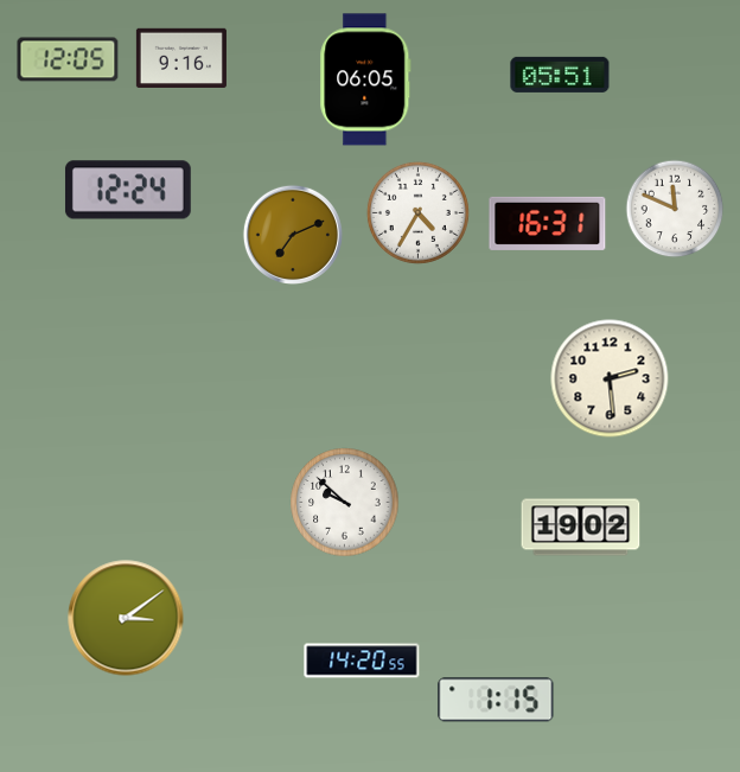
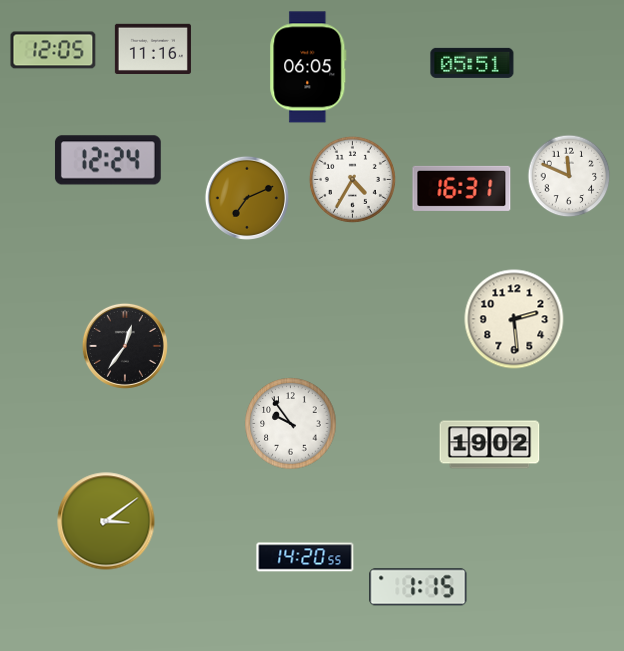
clock at (181, 57): 9:16 -> 11:16
clock at (68, 59) position: (68, 59) -> (53, 50)
clock at (125, 346): none -> 12:36
clock at (345, 503): 9:52 -> 9:54
clock at (496, 700) position: (496, 700) -> (418, 587)
